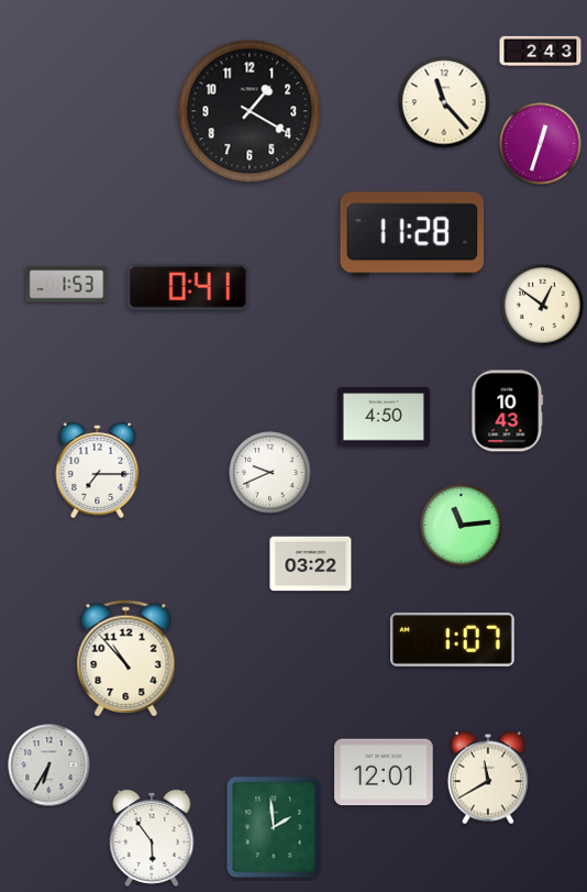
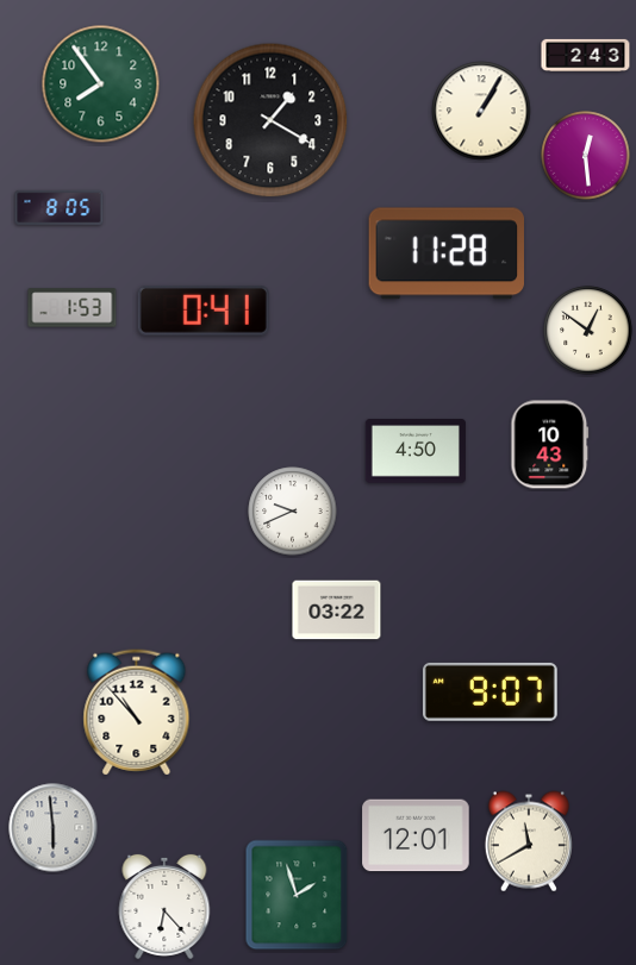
clock at (101, 84): none -> 7:54
clock at (444, 102): 11:23 -> 1:05
clock at (541, 144): 12:33 -> 12:29
clock at (60, 207): none -> 8:05
clock at (98, 470): 7:15 -> none
clock at (462, 526): 11:14 -> none
clock at (452, 639): 1:07 -> 9:07
clock at (49, 766): 6:35 -> 5:59
clock at (274, 827): 1:59 -> 1:57
clock at (152, 838): 5:54 -> 6:23
